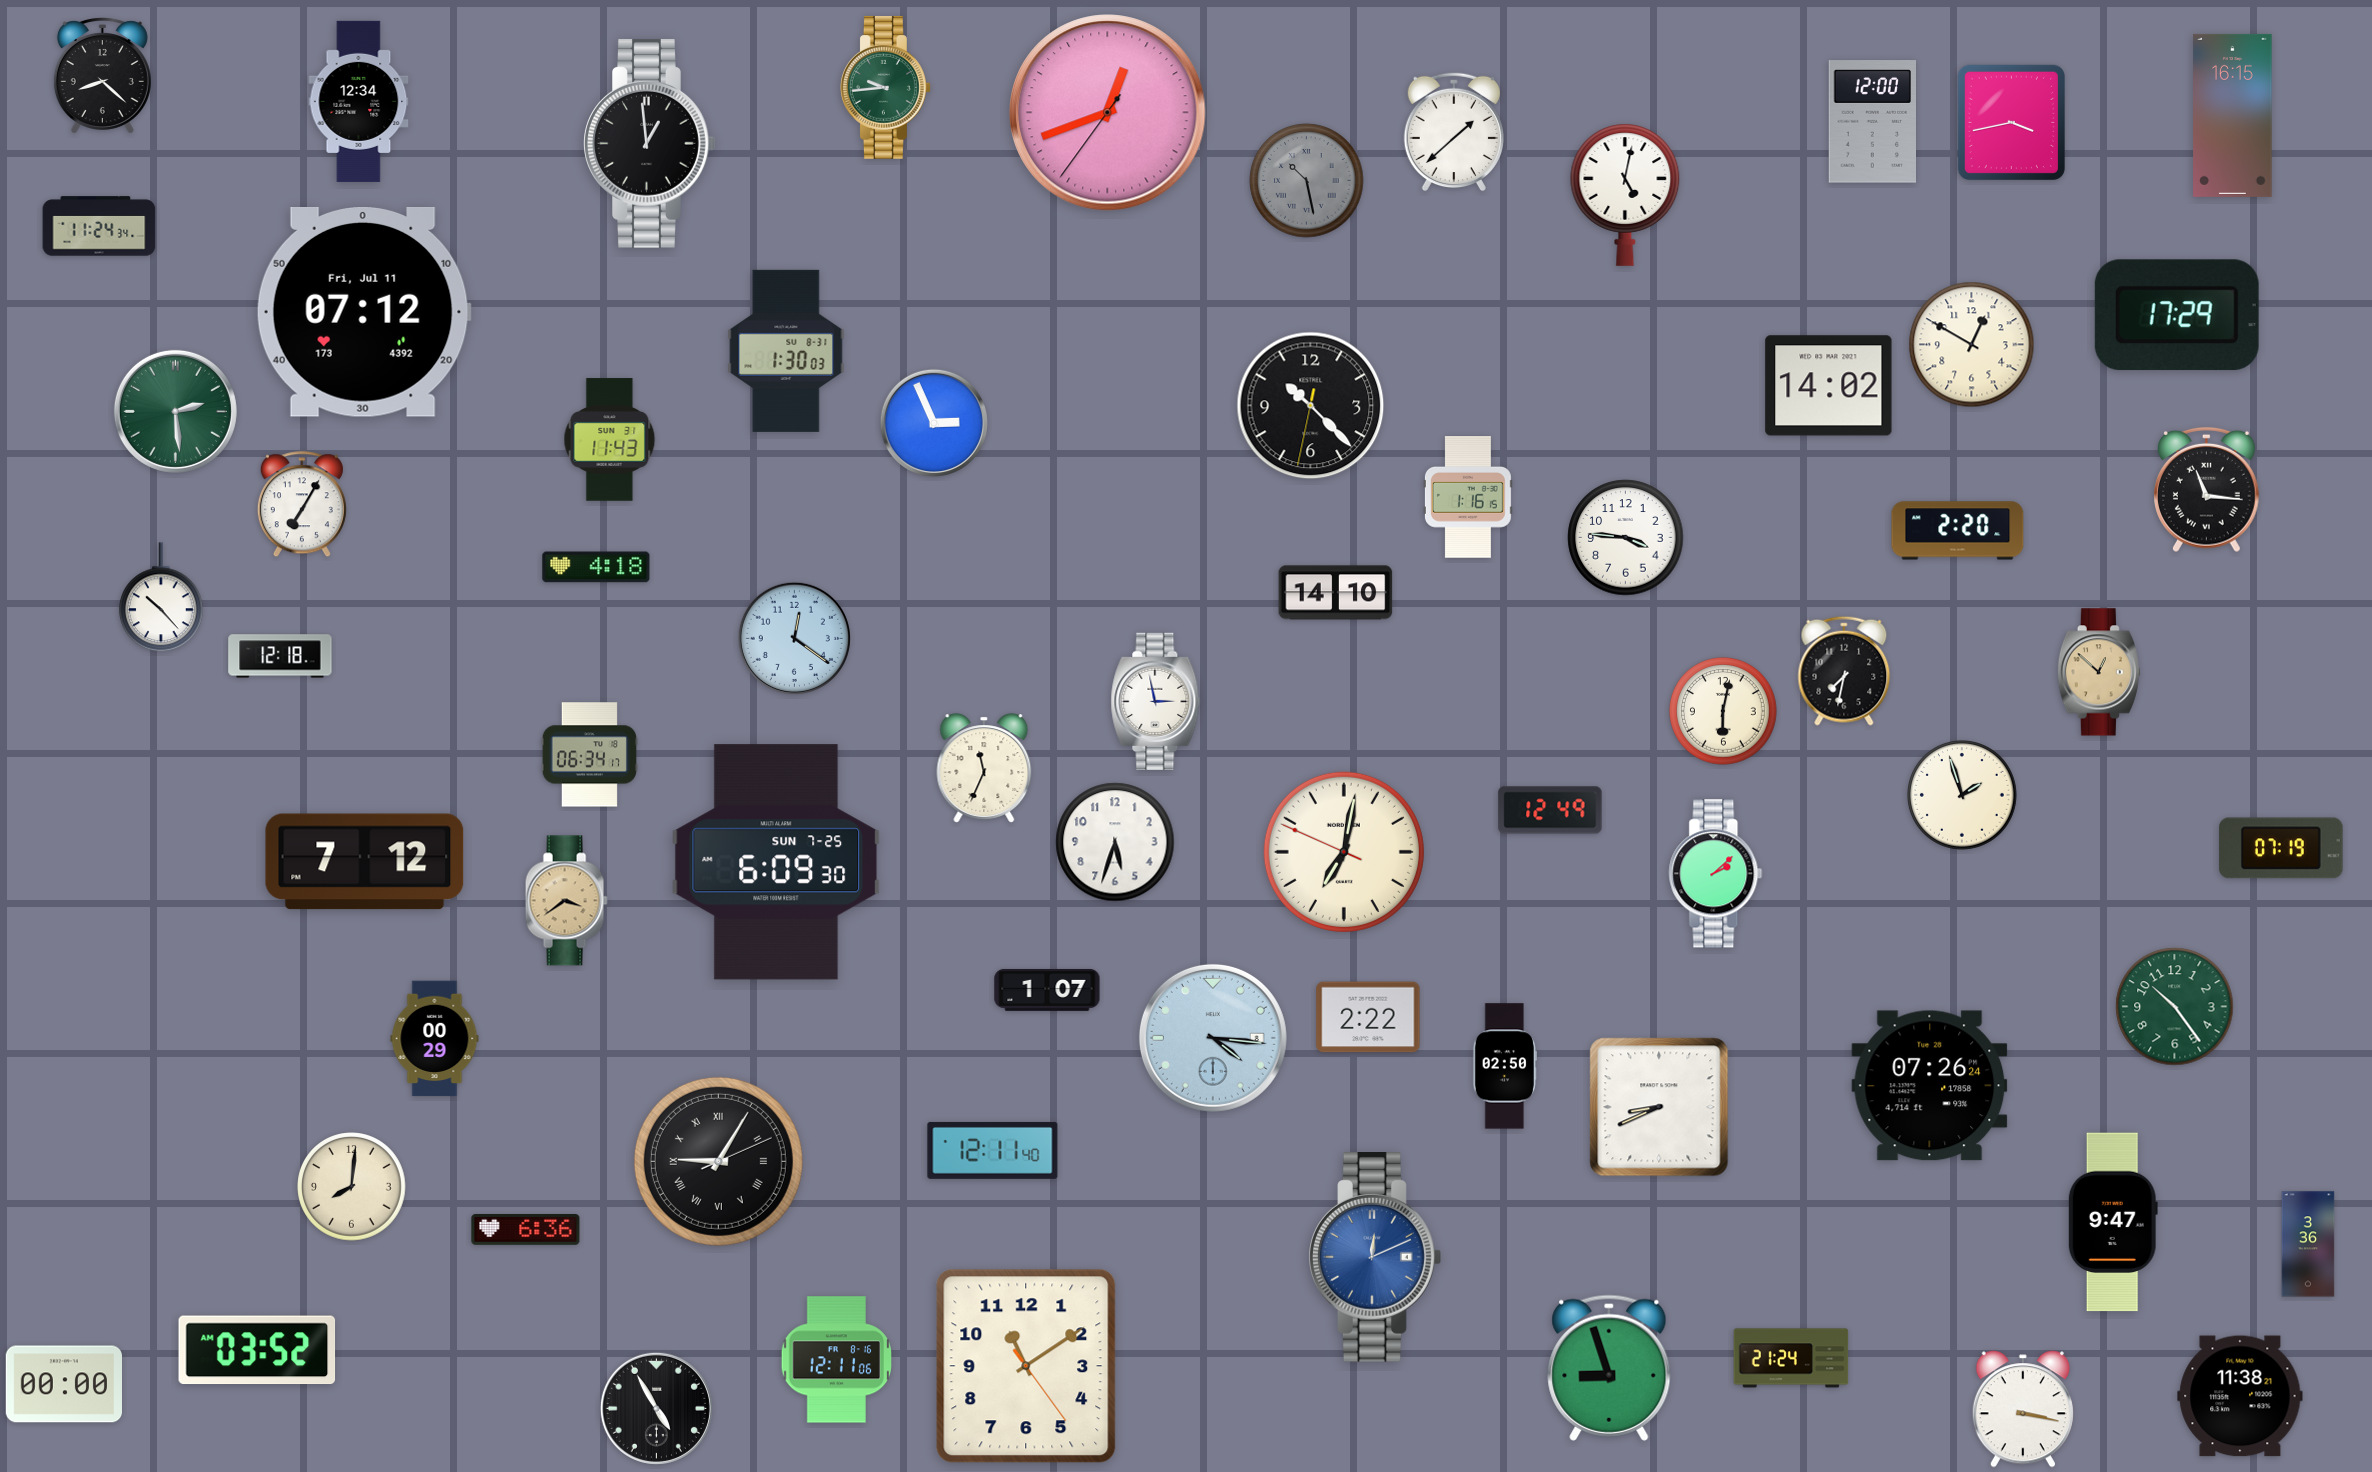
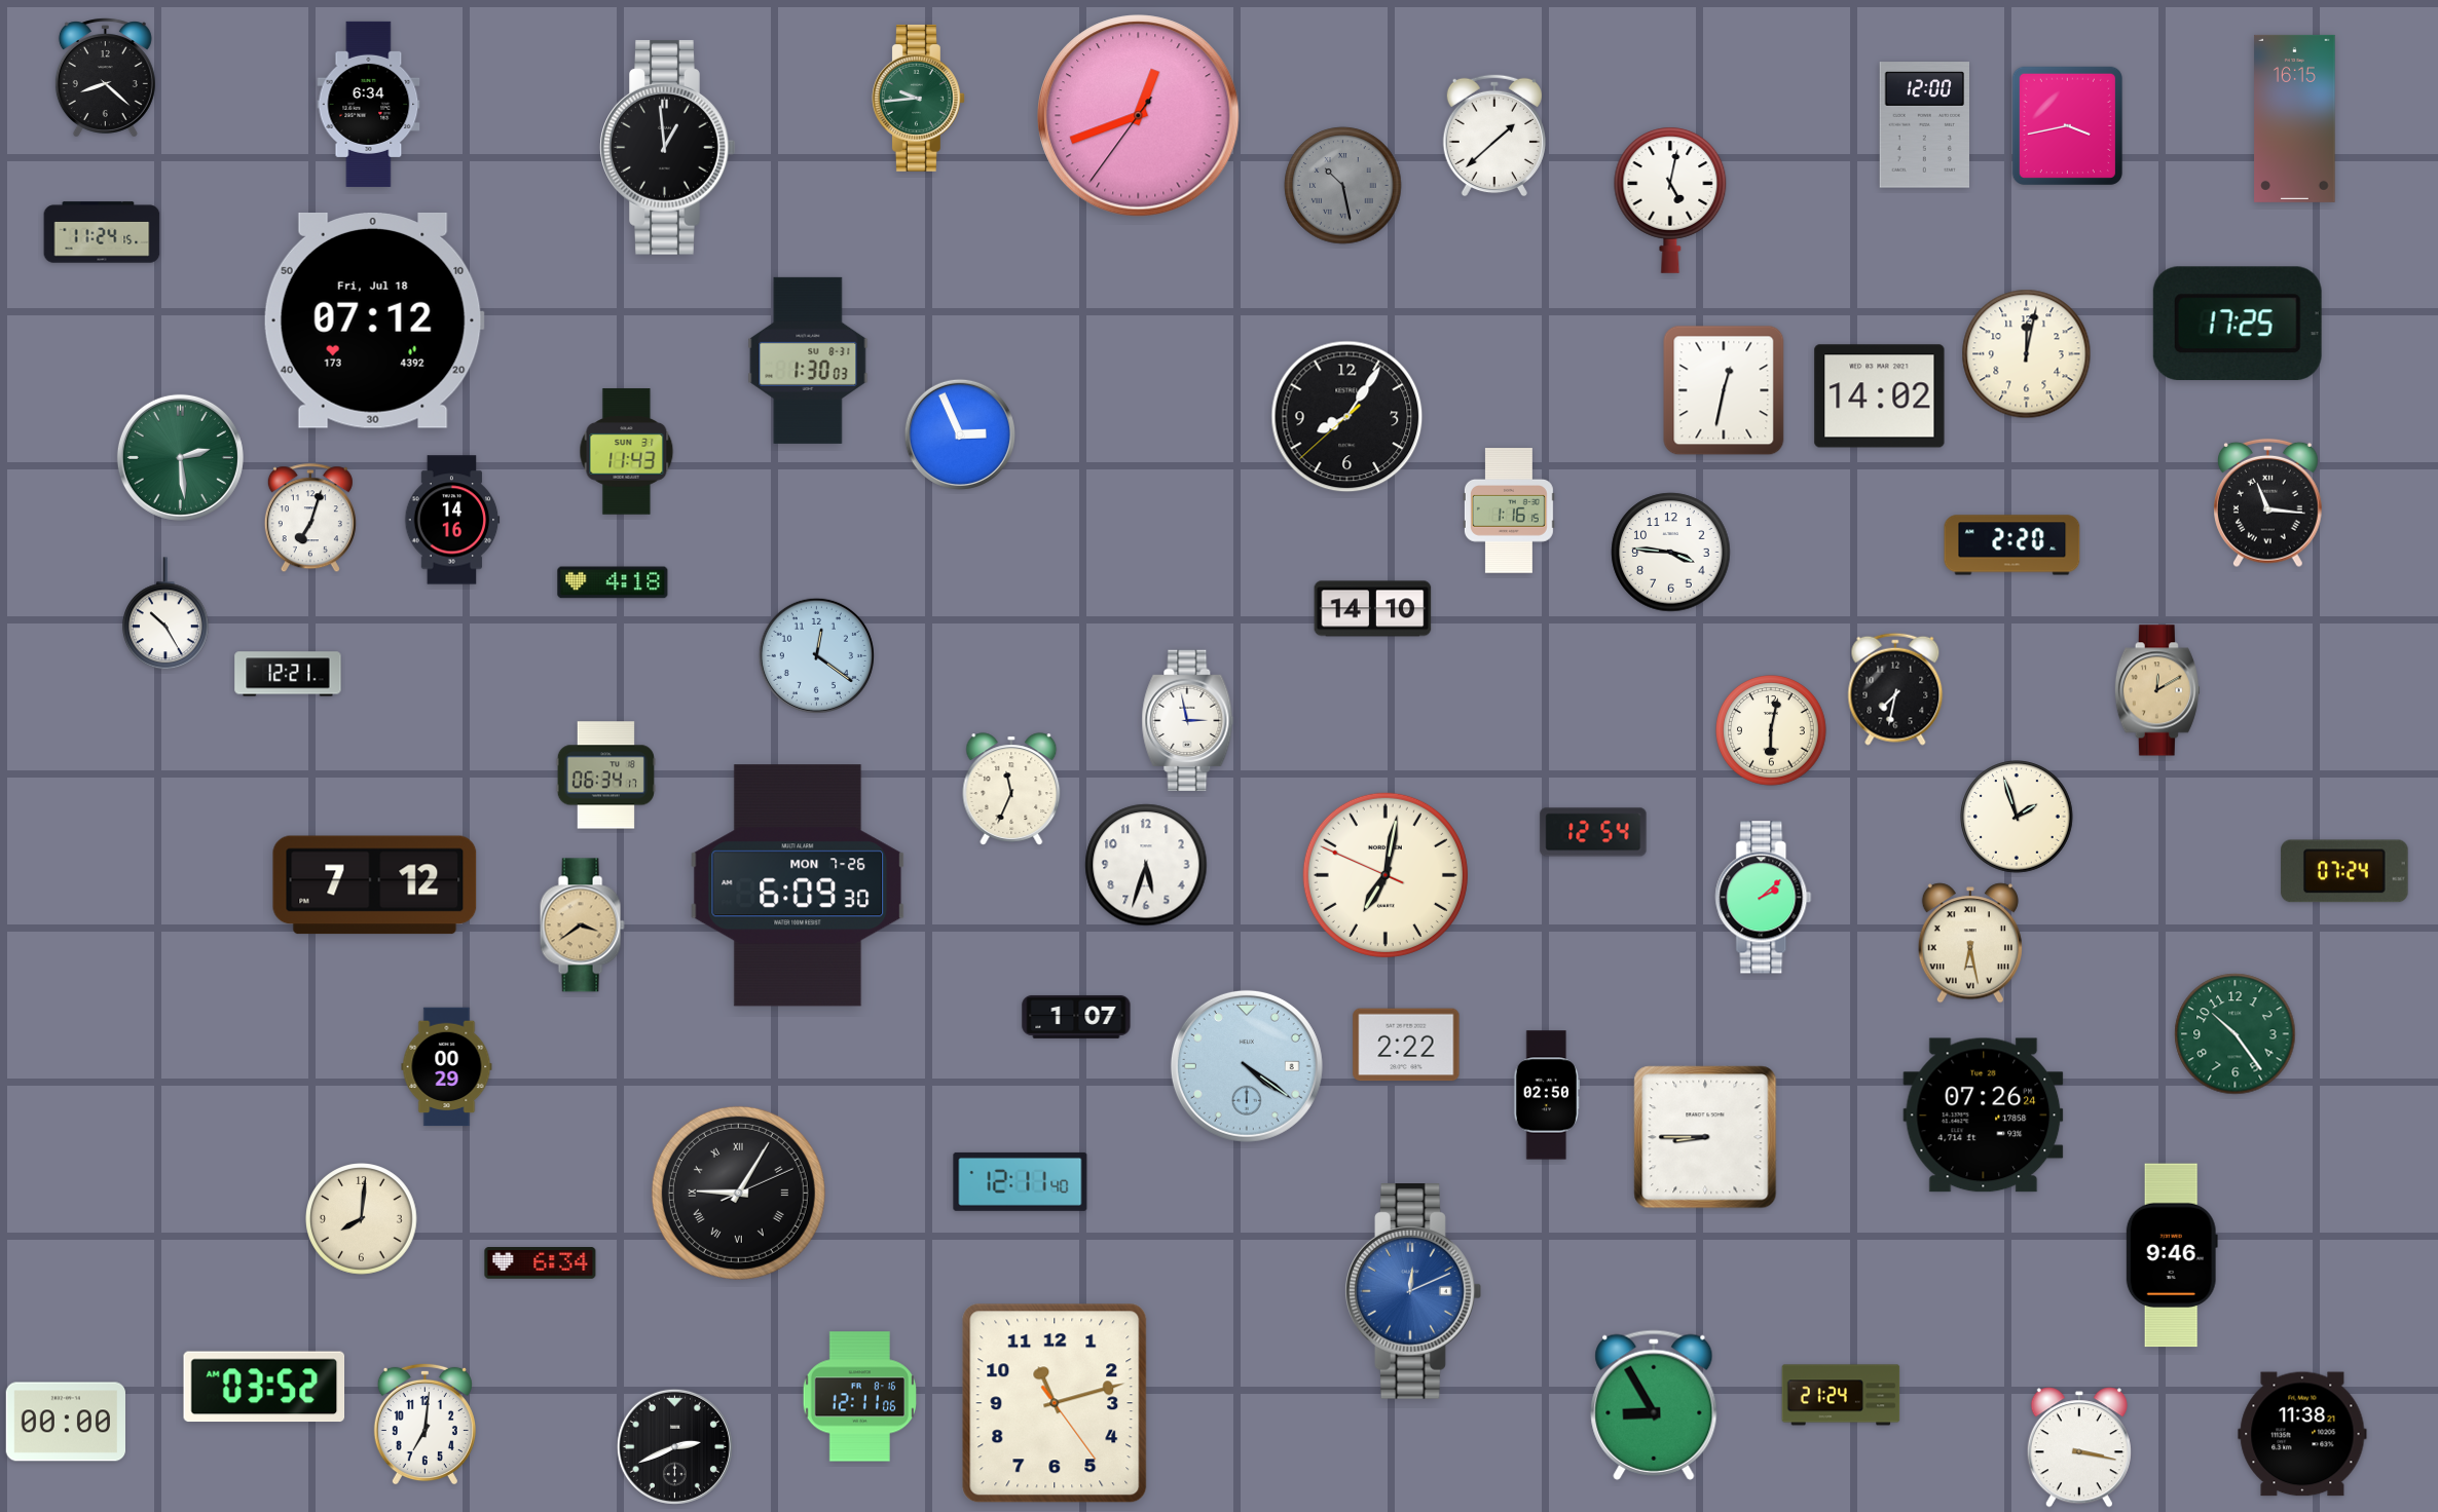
clock at (885, 87) position: (885, 87) -> (918, 98)
clock at (359, 101): 12:34 -> 6:34
clock at (99, 226): 11:24:34 -> 11:24:15
clock at (364, 313) date: Fri, Jul 11 -> Fri, Jul 18
clock at (2177, 315): 17:29 -> 17:25
clock at (1972, 345): 12:50 -> 12:02
clock at (1724, 390): none -> 12:32
clock at (1311, 406): 10:22 -> 8:05
clock at (175, 411) position: (175, 411) -> (180, 457)
clock at (302, 505): 7:05 -> 7:03
clock at (452, 520): none -> 14:16
clock at (162, 598): 10:23 -> 10:25
clock at (280, 656): 12:18 -> 12:21
clock at (2099, 672): 12:52 -> 12:10
clock at (1550, 810): 12:49 -> 12:54
clock at (2281, 848): 07:19 -> 07:24
clock at (1344, 852) position: (1344, 852) -> (1386, 875)
clock at (776, 862) date: SUN 7-25 -> MON 7-26
clock at (1970, 943): none -> 6:28
clock at (1213, 1038): 4:16 -> 4:21
clock at (1659, 1107): 8:41 -> 8:45
clock at (2113, 1222): 9:47 -> 9:46
clock at (526, 1230): 6:36 -> 6:34
clock at (2308, 1244): 3:36 -> none
clock at (1026, 1366): 11:09 -> 11:12
clock at (1609, 1368): 8:57 -> 8:55
clock at (424, 1424): none -> 7:01
clock at (656, 1408): 4:55 -> 2:41
